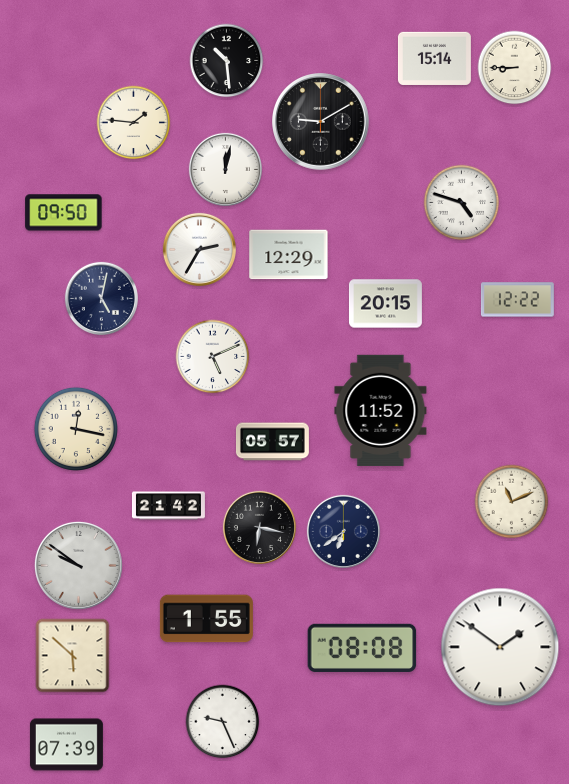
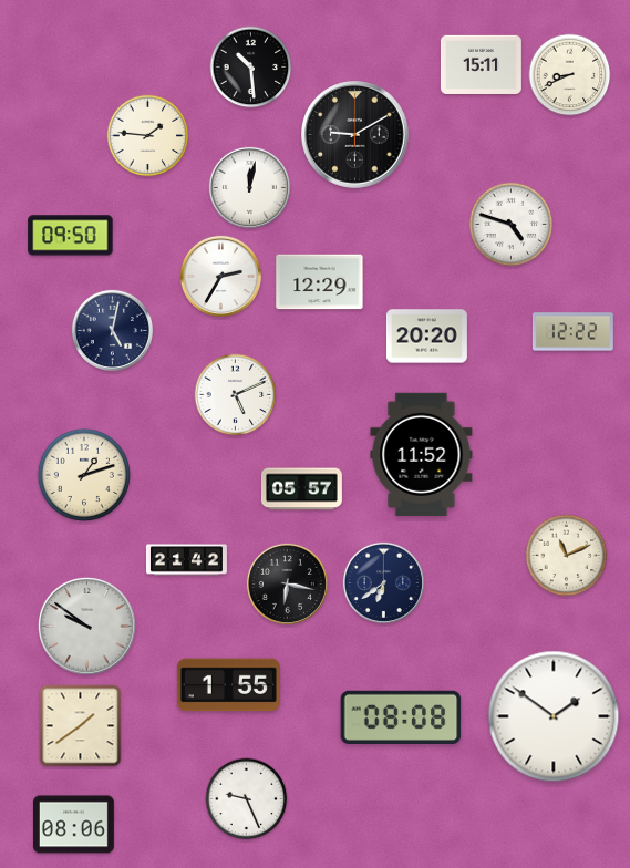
clock at (434, 58): 15:14 -> 15:11
clock at (515, 68): 8:45 -> 8:41
clock at (385, 304): 20:15 -> 20:20
clock at (76, 429): 12:17 -> 1:12
clock at (343, 531) position: (343, 531) -> (383, 582)
clock at (73, 656): 5:52 -> 1:39
clock at (66, 745): 07:39 -> 08:06
